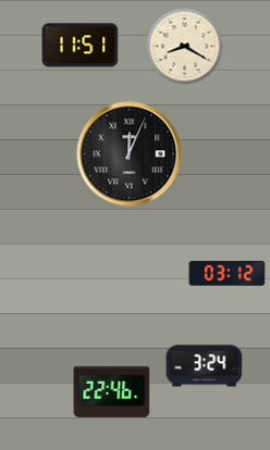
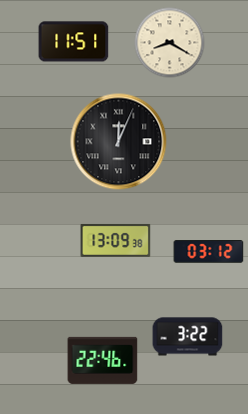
clock at (116, 240): none -> 13:09
clock at (205, 366): 3:24 -> 3:22
